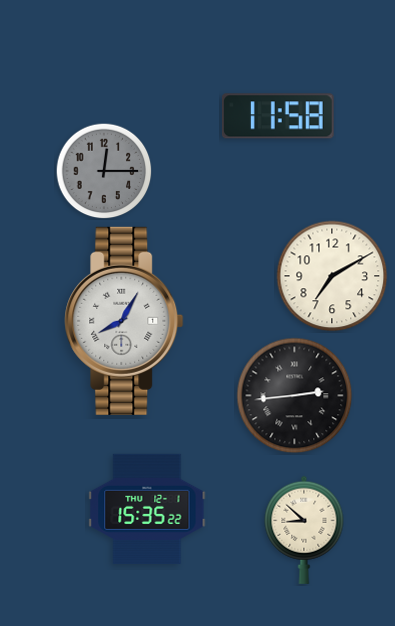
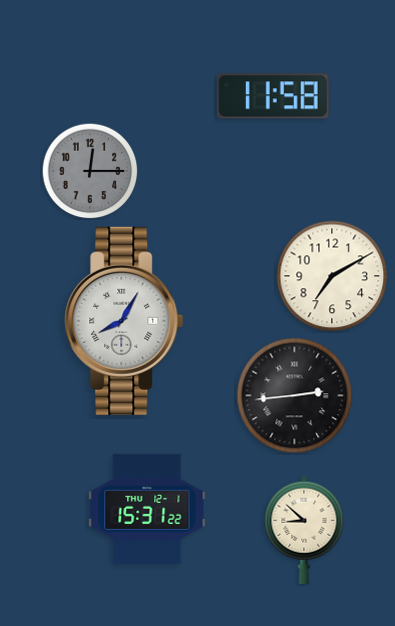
clock at (278, 116) position: (278, 116) -> (273, 96)
clock at (104, 171) position: (104, 171) -> (90, 171)
clock at (147, 509): 15:35 -> 15:31
